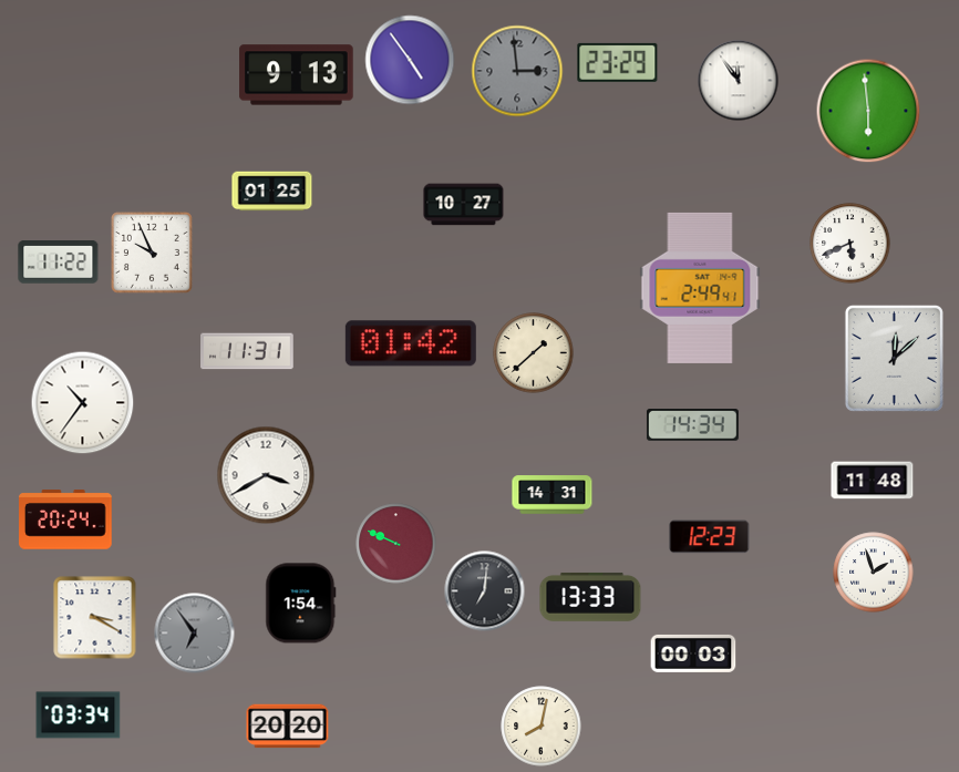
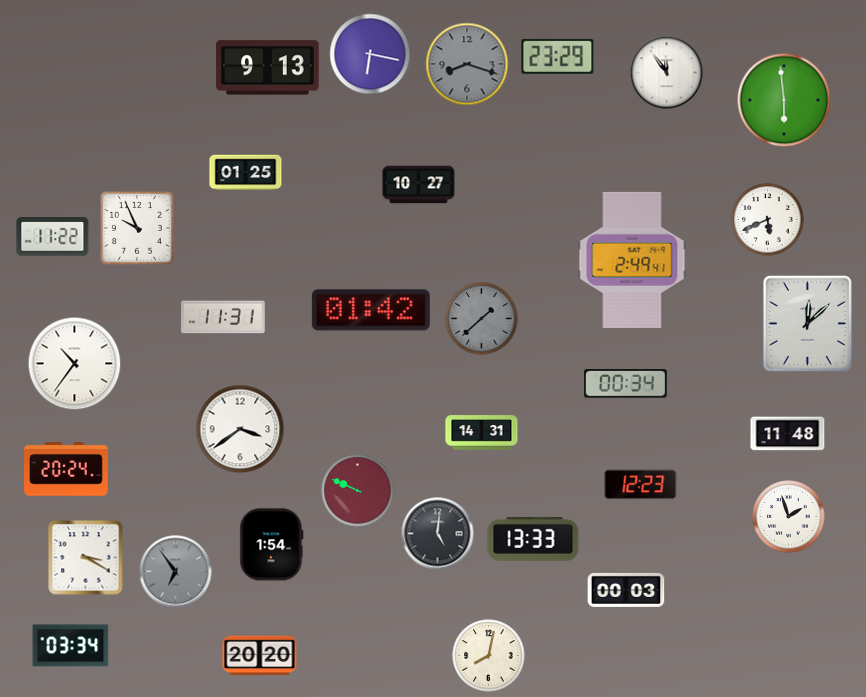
clock at (410, 60): 4:54 -> 6:17
clock at (517, 71): 2:59 -> 8:18
clock at (534, 353) dial: cream -> grey
clock at (692, 425): 14:34 -> 00:34
clock at (266, 475): 3:40 -> 3:39
clock at (553, 495) position: (553, 495) -> (482, 433)
clock at (65, 519) position: (65, 519) -> (66, 469)
clock at (485, 591): 7:01 -> 5:01
